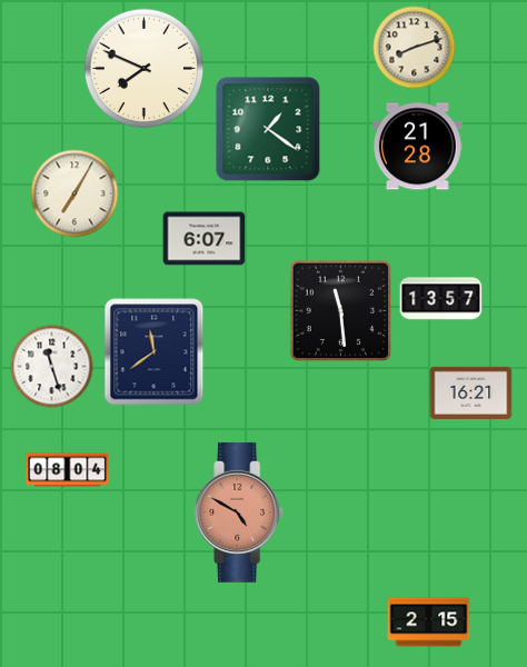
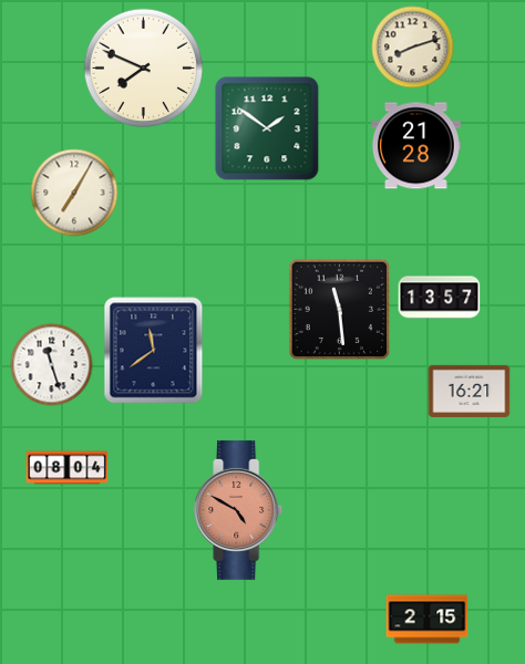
clock at (268, 129): 1:21 -> 1:51
clock at (205, 239): 6:07 -> none
